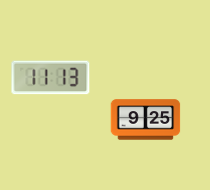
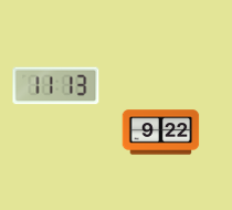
clock at (146, 120): 9:25 -> 9:22
